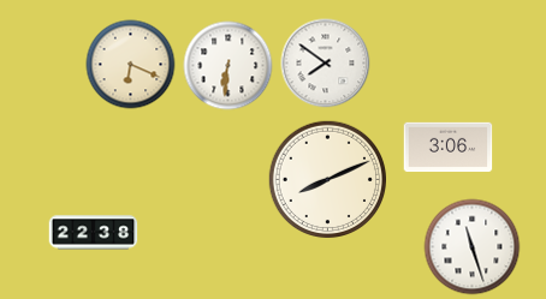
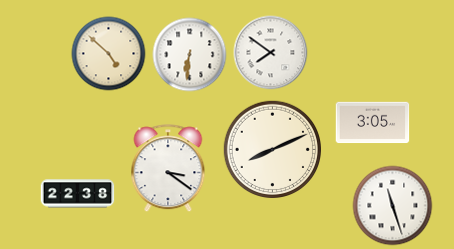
clock at (131, 65): 6:19 -> 4:52
clock at (449, 148): 3:06 -> 3:05
clock at (168, 169): none -> 3:21
